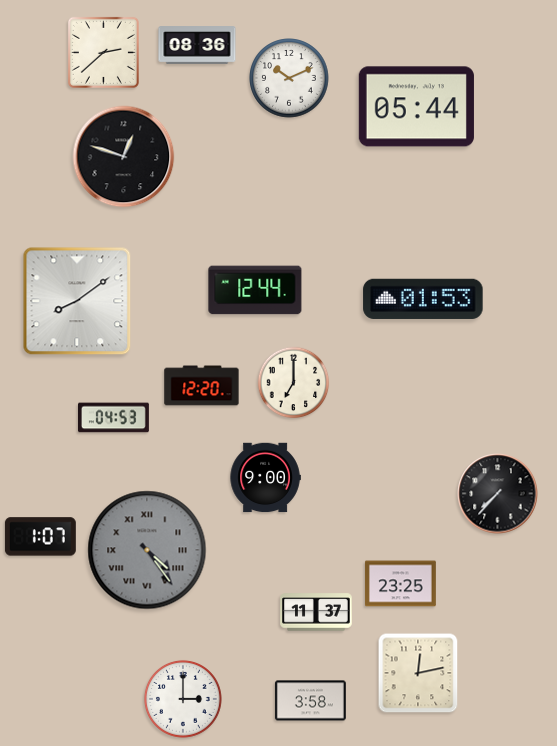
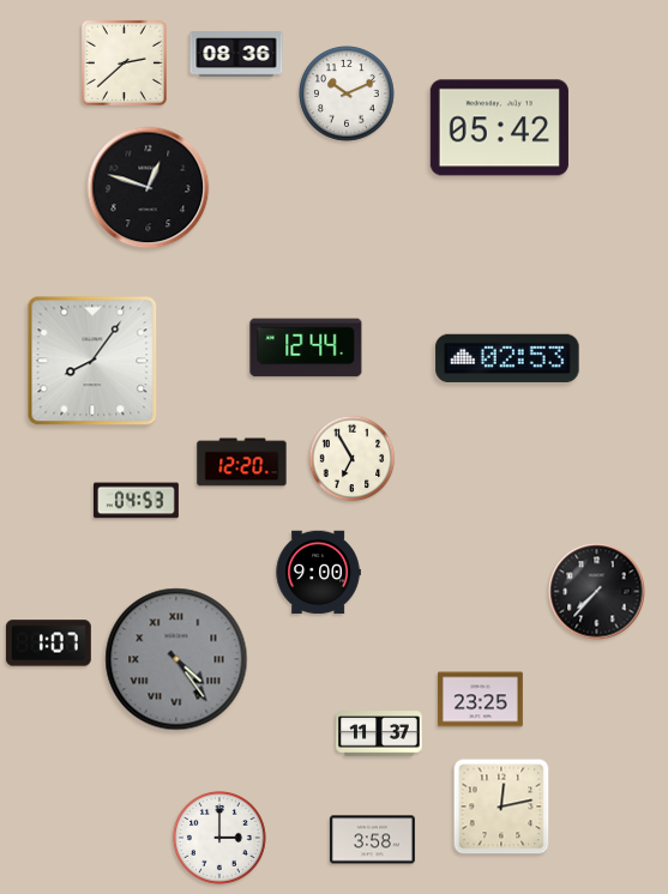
clock at (416, 107): 05:44 -> 05:42
clock at (423, 299): 01:53 -> 02:53
clock at (77, 301): 8:09 -> 8:06
clock at (294, 383): 7:00 -> 6:55
